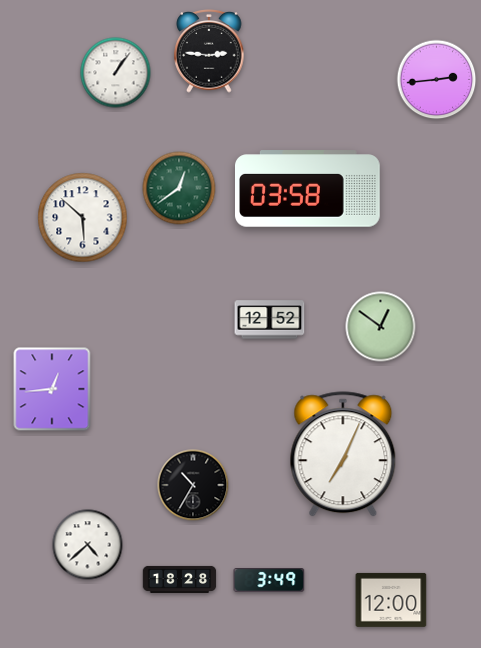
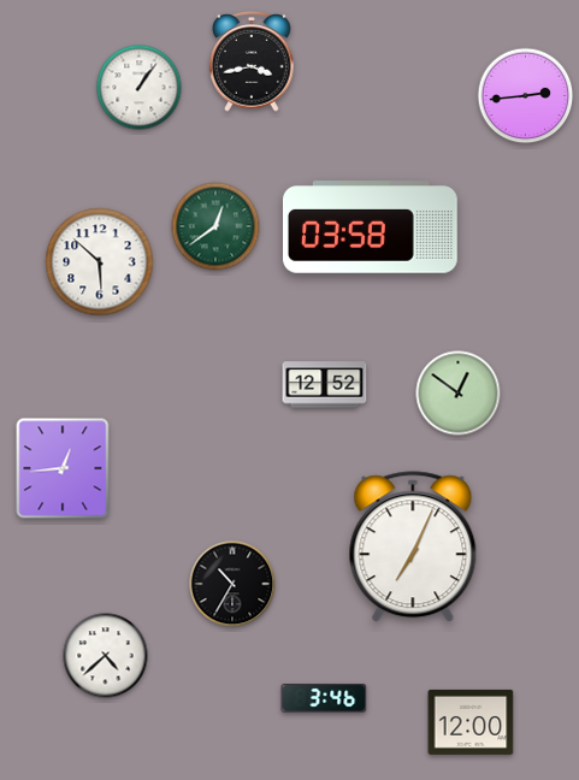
clock at (209, 51): 2:46 -> 3:43
clock at (180, 579): 18:28 -> none
clock at (269, 581): 3:49 -> 3:46
